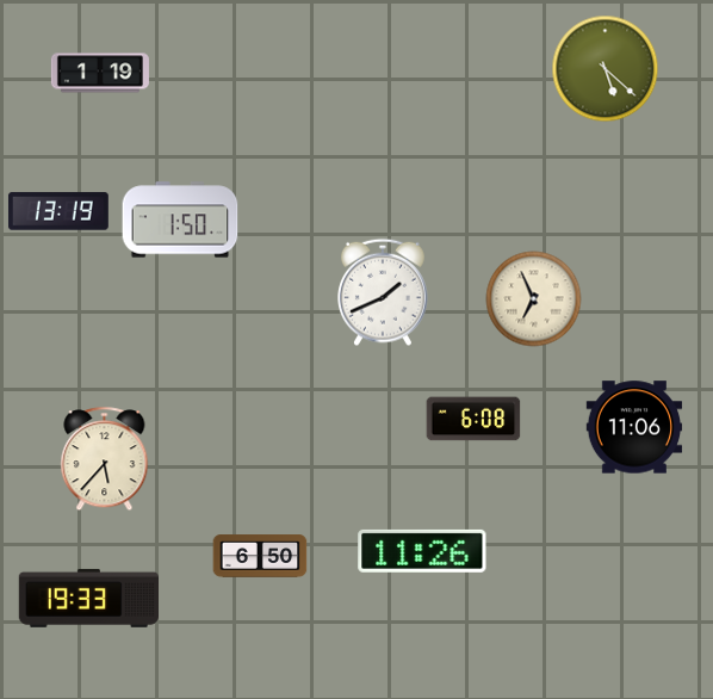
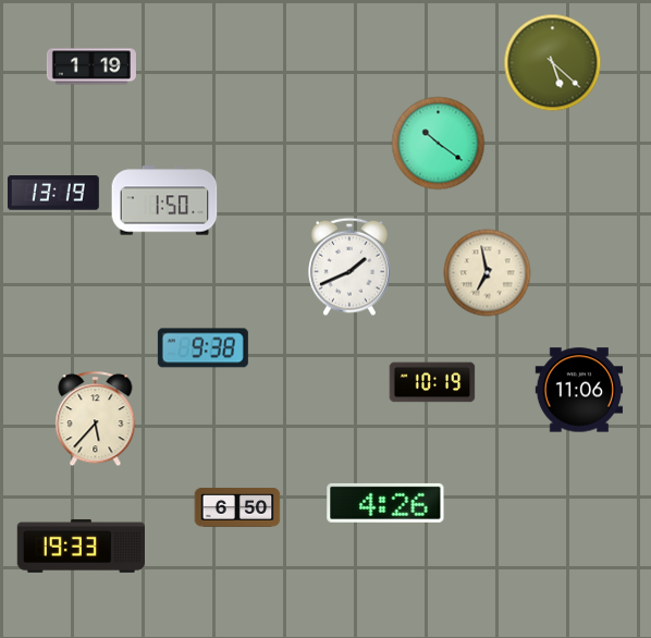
clock at (439, 144): none -> 10:21
clock at (534, 299): 6:56 -> 6:58
clock at (202, 348): none -> 9:38
clock at (473, 419): 6:08 -> 10:19
clock at (422, 551): 11:26 -> 4:26
